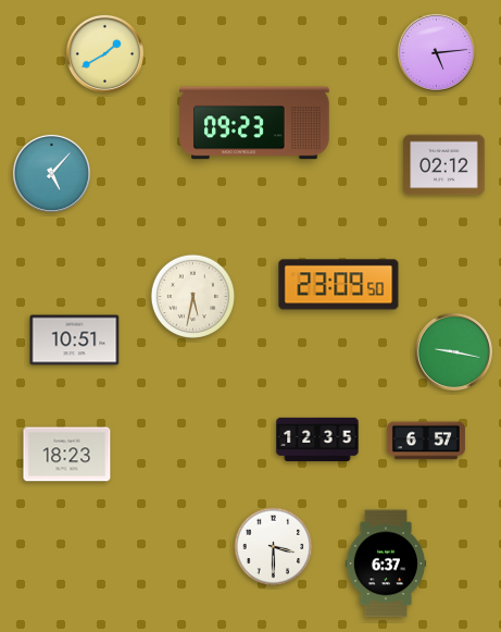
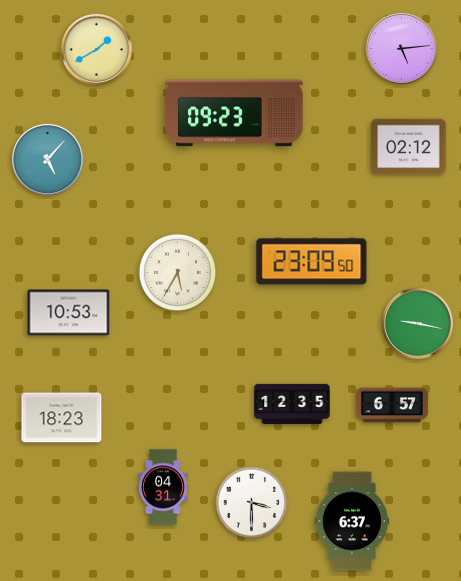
clock at (444, 165) position: (444, 165) -> (409, 147)
clock at (192, 296): 5:32 -> 5:35
clock at (75, 340): 10:51 -> 10:53
clock at (163, 487): none -> 04:31
clock at (386, 563) position: (386, 563) -> (352, 521)
